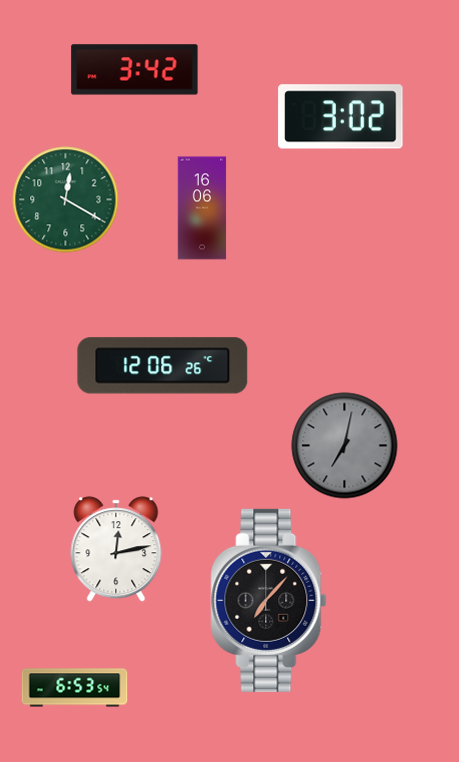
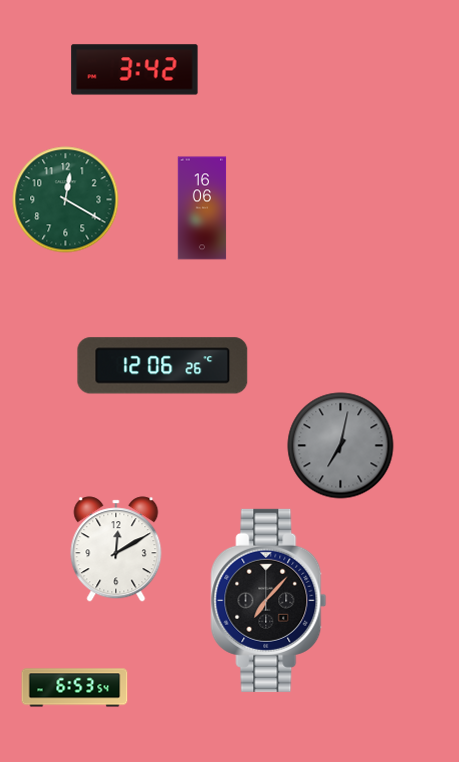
clock at (341, 117): 3:02 -> none
clock at (345, 446) position: (345, 446) -> (341, 446)
clock at (116, 549): 12:13 -> 12:10
